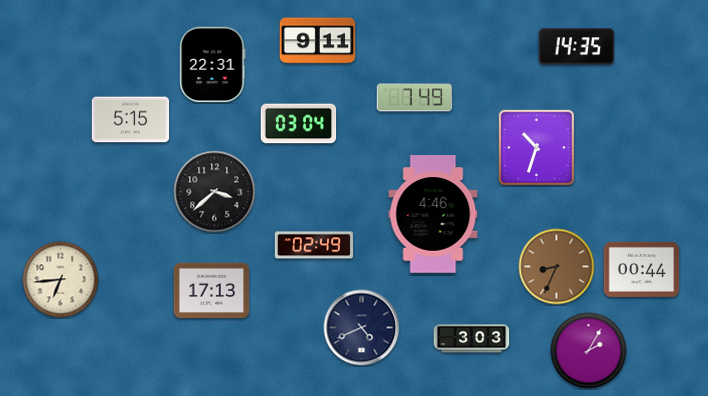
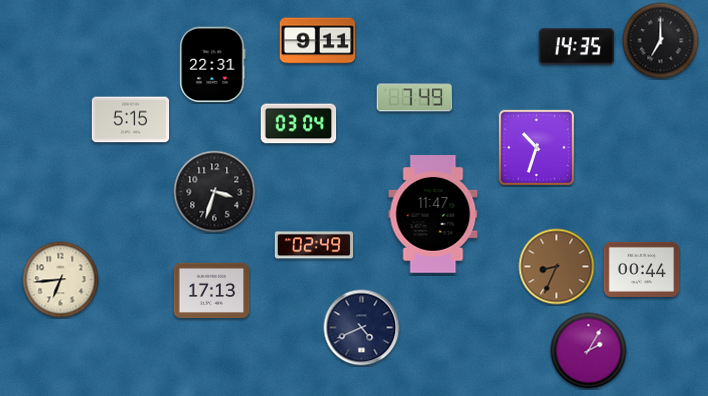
clock at (661, 41): none -> 7:00
clock at (215, 192): 3:38 -> 3:33
clock at (433, 214): 4:46 -> 11:47
clock at (472, 339): 3:03 -> none
